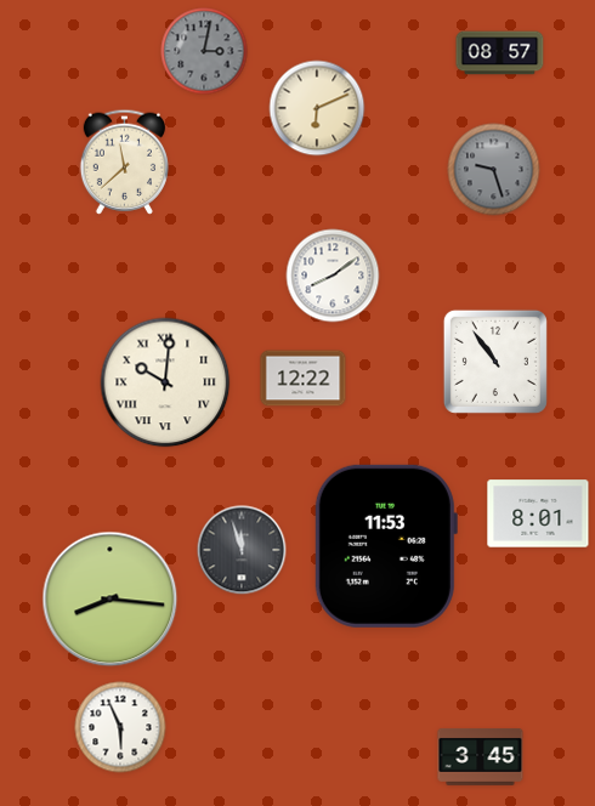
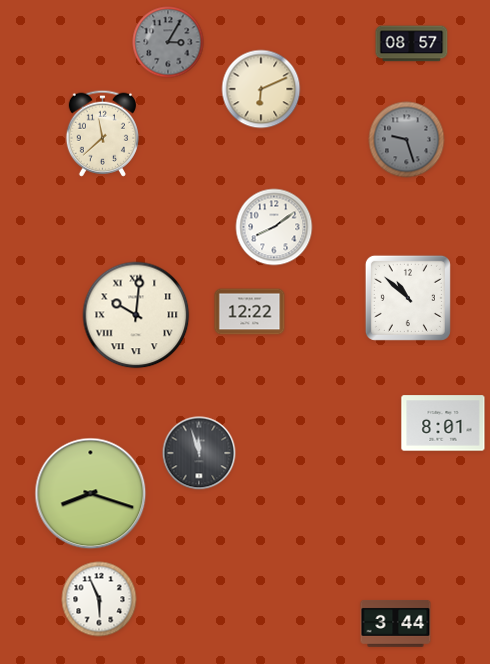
clock at (204, 51): 3:02 -> 3:05
clock at (495, 362): 10:54 -> 10:52
clock at (385, 546): 11:53 -> none
clock at (110, 600): 8:16 -> 8:18
clock at (481, 757): 3:45 -> 3:44
